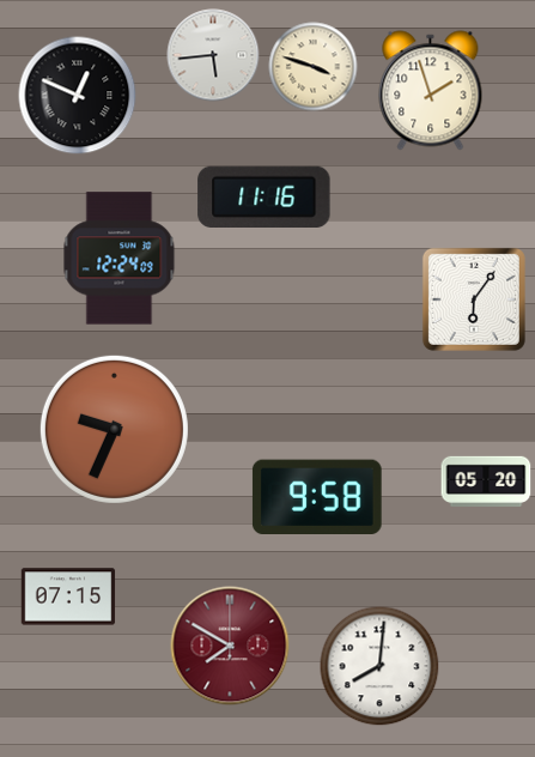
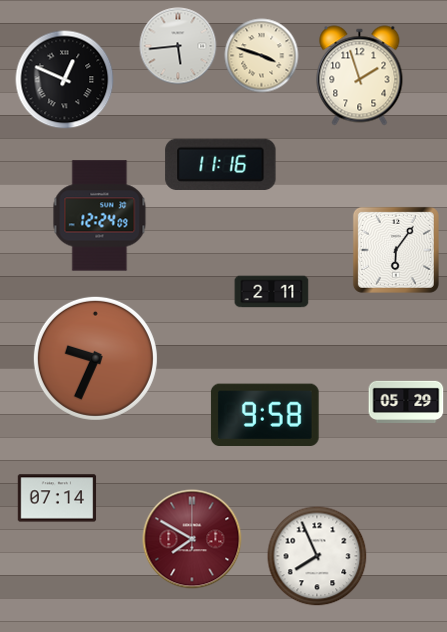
clock at (272, 292): none -> 2:11
clock at (486, 482): 05:20 -> 05:29
clock at (68, 596): 07:15 -> 07:14
clock at (379, 666): 8:01 -> 7:56
